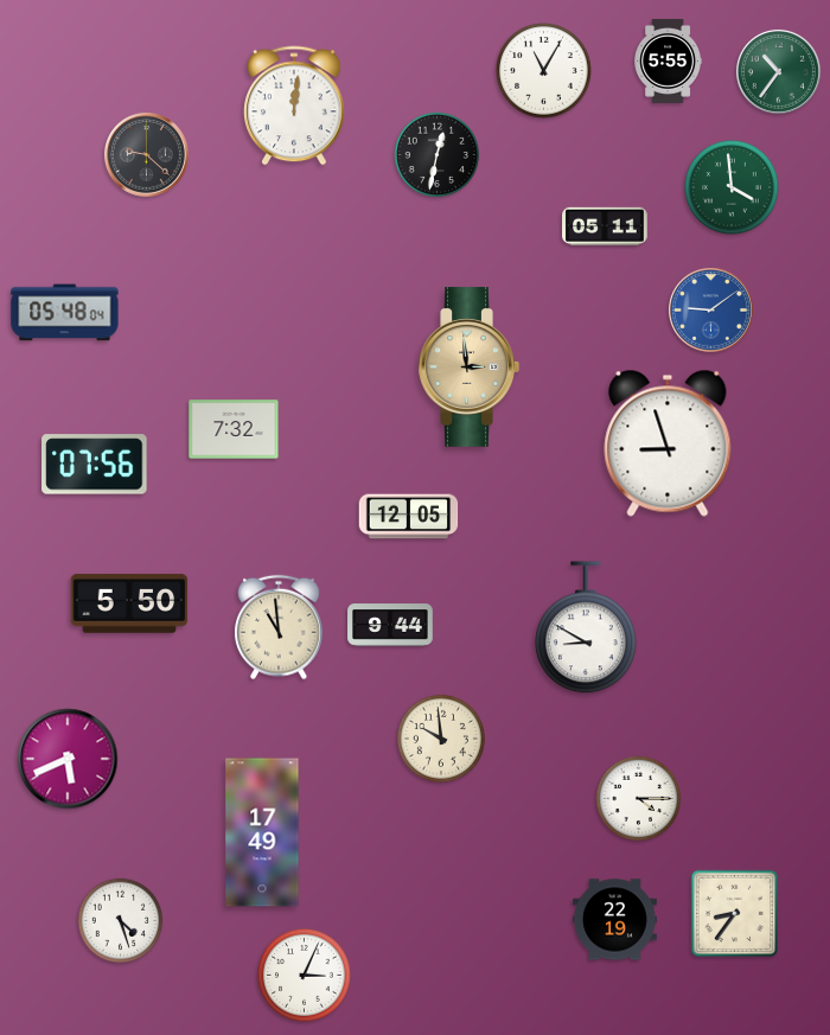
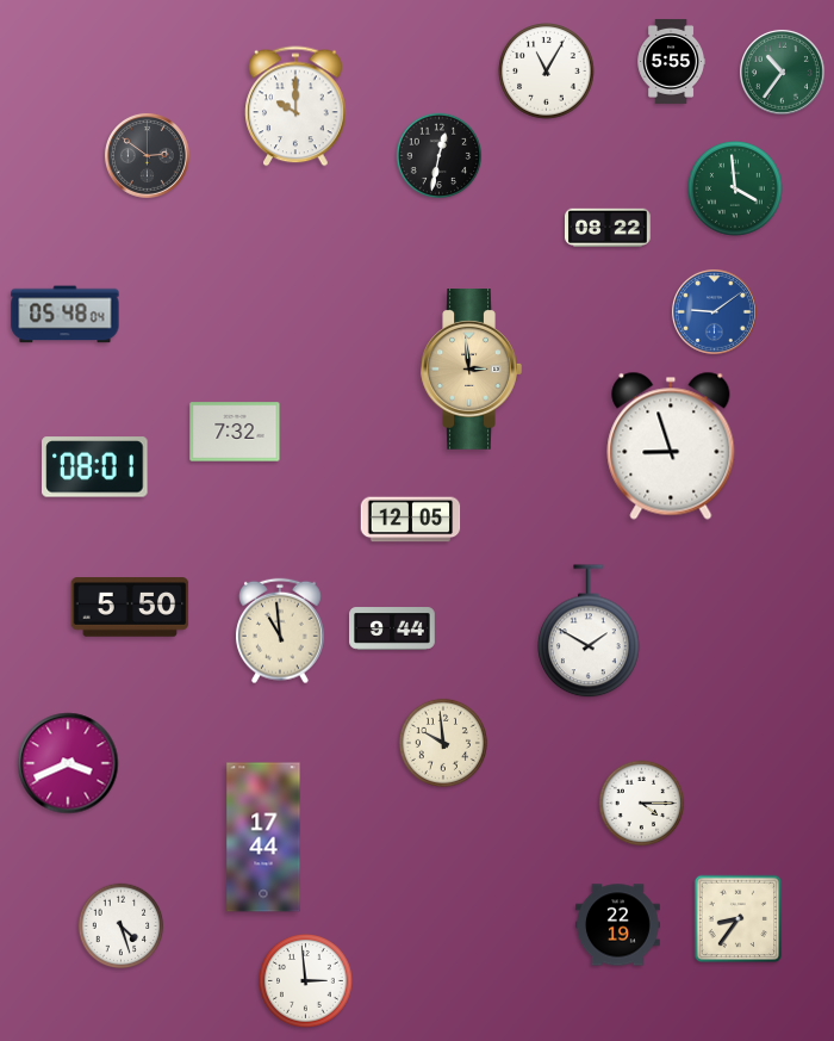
clock at (294, 106): 12:01 -> 10:00
clock at (146, 154): 9:22 -> 2:51
clock at (605, 225): 05:11 -> 08:22
clock at (95, 465): 07:56 -> 08:01
clock at (587, 628): 8:50 -> 1:50
clock at (68, 759): 5:41 -> 3:41
clock at (262, 832): 17:49 -> 17:44
clock at (305, 976): 3:04 -> 2:59
